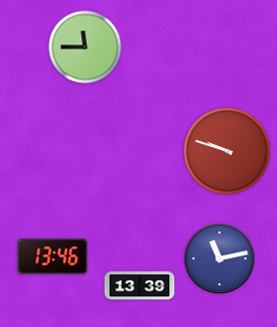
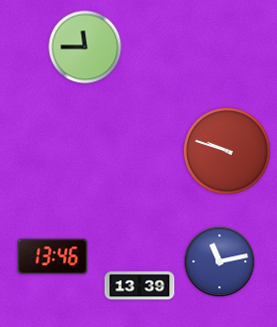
clock at (220, 259) position: (220, 259) -> (220, 262)
